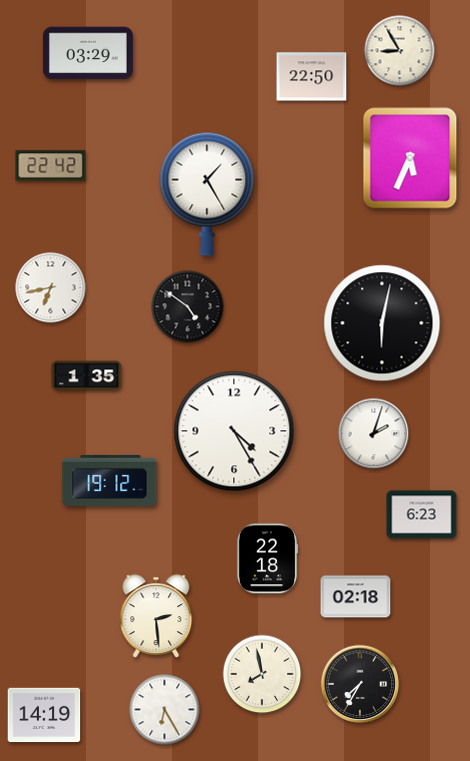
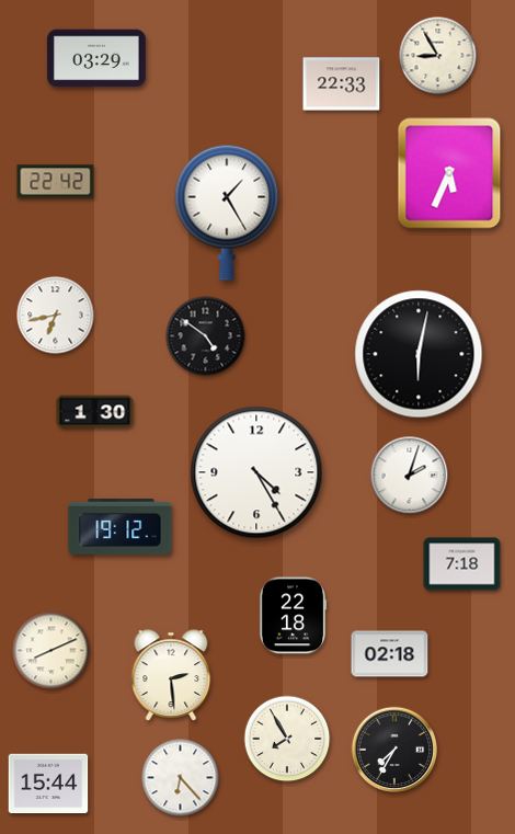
clock at (312, 77): 22:50 -> 22:33
clock at (87, 376): 1:35 -> 1:30
clock at (422, 515): 6:23 -> 7:18
clock at (267, 559) position: (267, 559) -> (293, 616)
clock at (51, 651): none -> 8:11
clock at (262, 674): 7:58 -> 7:55
clock at (165, 710): 6:25 -> 6:23
clock at (44, 715): 14:19 -> 15:44
